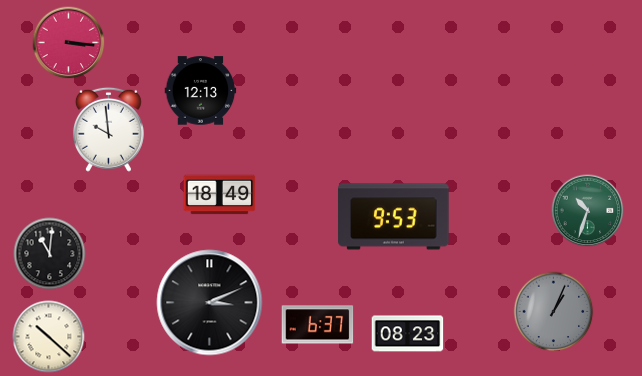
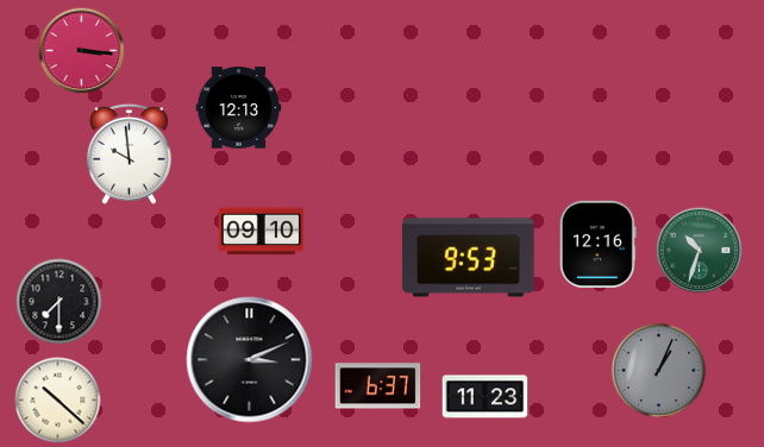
clock at (220, 195): 18:49 -> 09:10
clock at (597, 244): none -> 12:16
clock at (50, 254): 11:01 -> 7:30
clock at (408, 334): 08:23 -> 11:23
